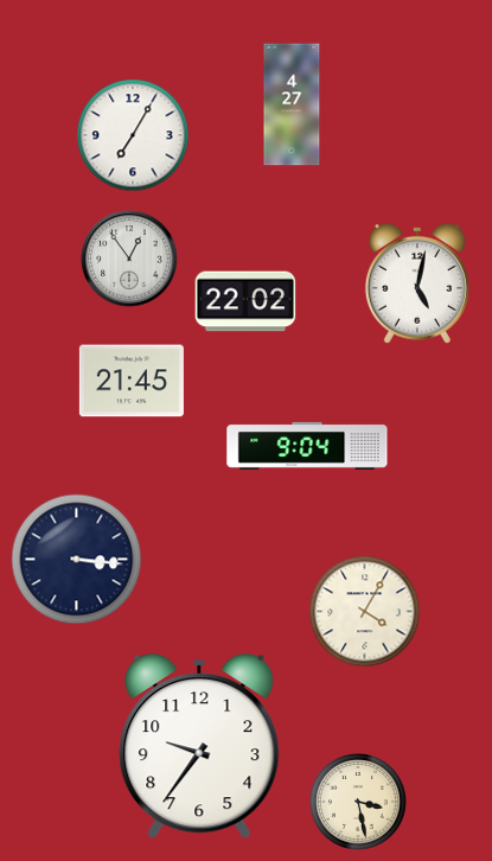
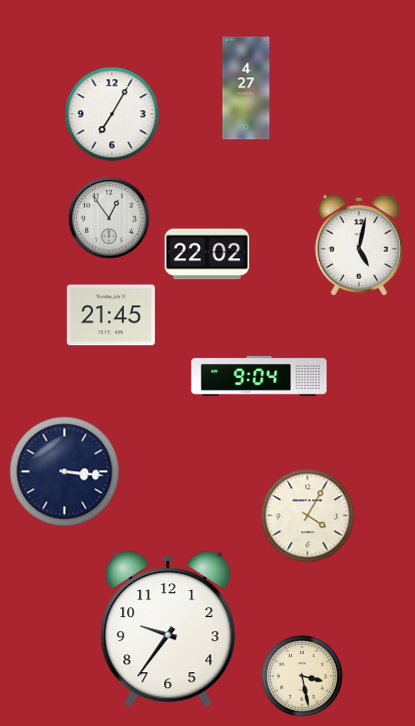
clock at (417, 283) position: (417, 283) -> (359, 245)
clock at (132, 381) position: (132, 381) -> (111, 315)
